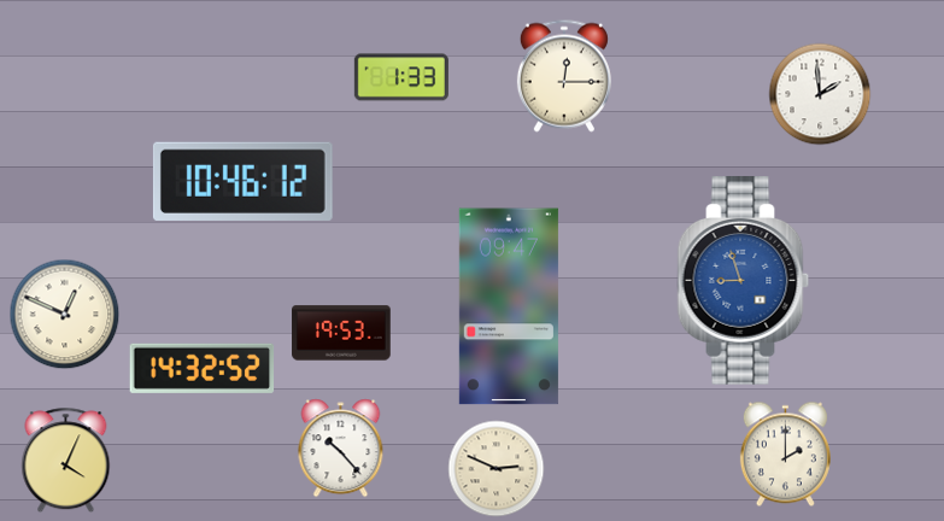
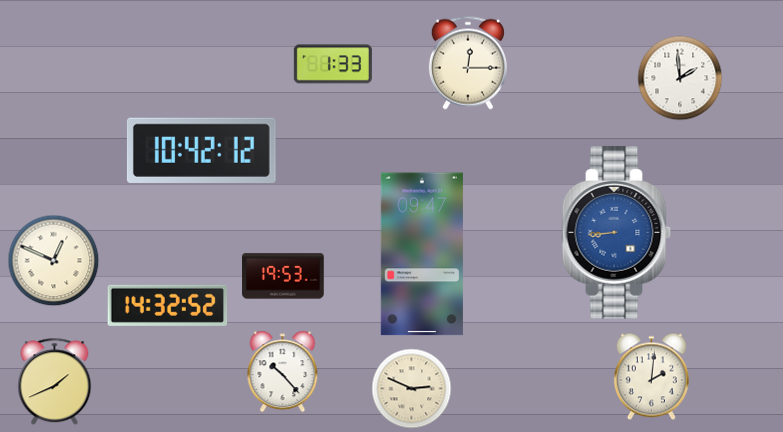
clock at (242, 181): 10:46 -> 10:42
clock at (744, 281): 8:57 -> 8:44
clock at (785, 455): 2:00 -> 2:01
clock at (66, 461): 4:04 -> 1:41
